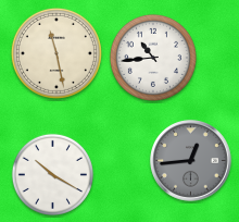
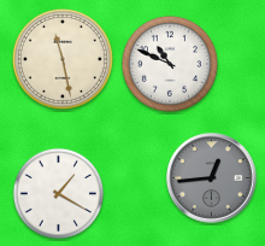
clock at (153, 58): 10:44 -> 10:49
clock at (52, 174): 10:20 -> 1:20
